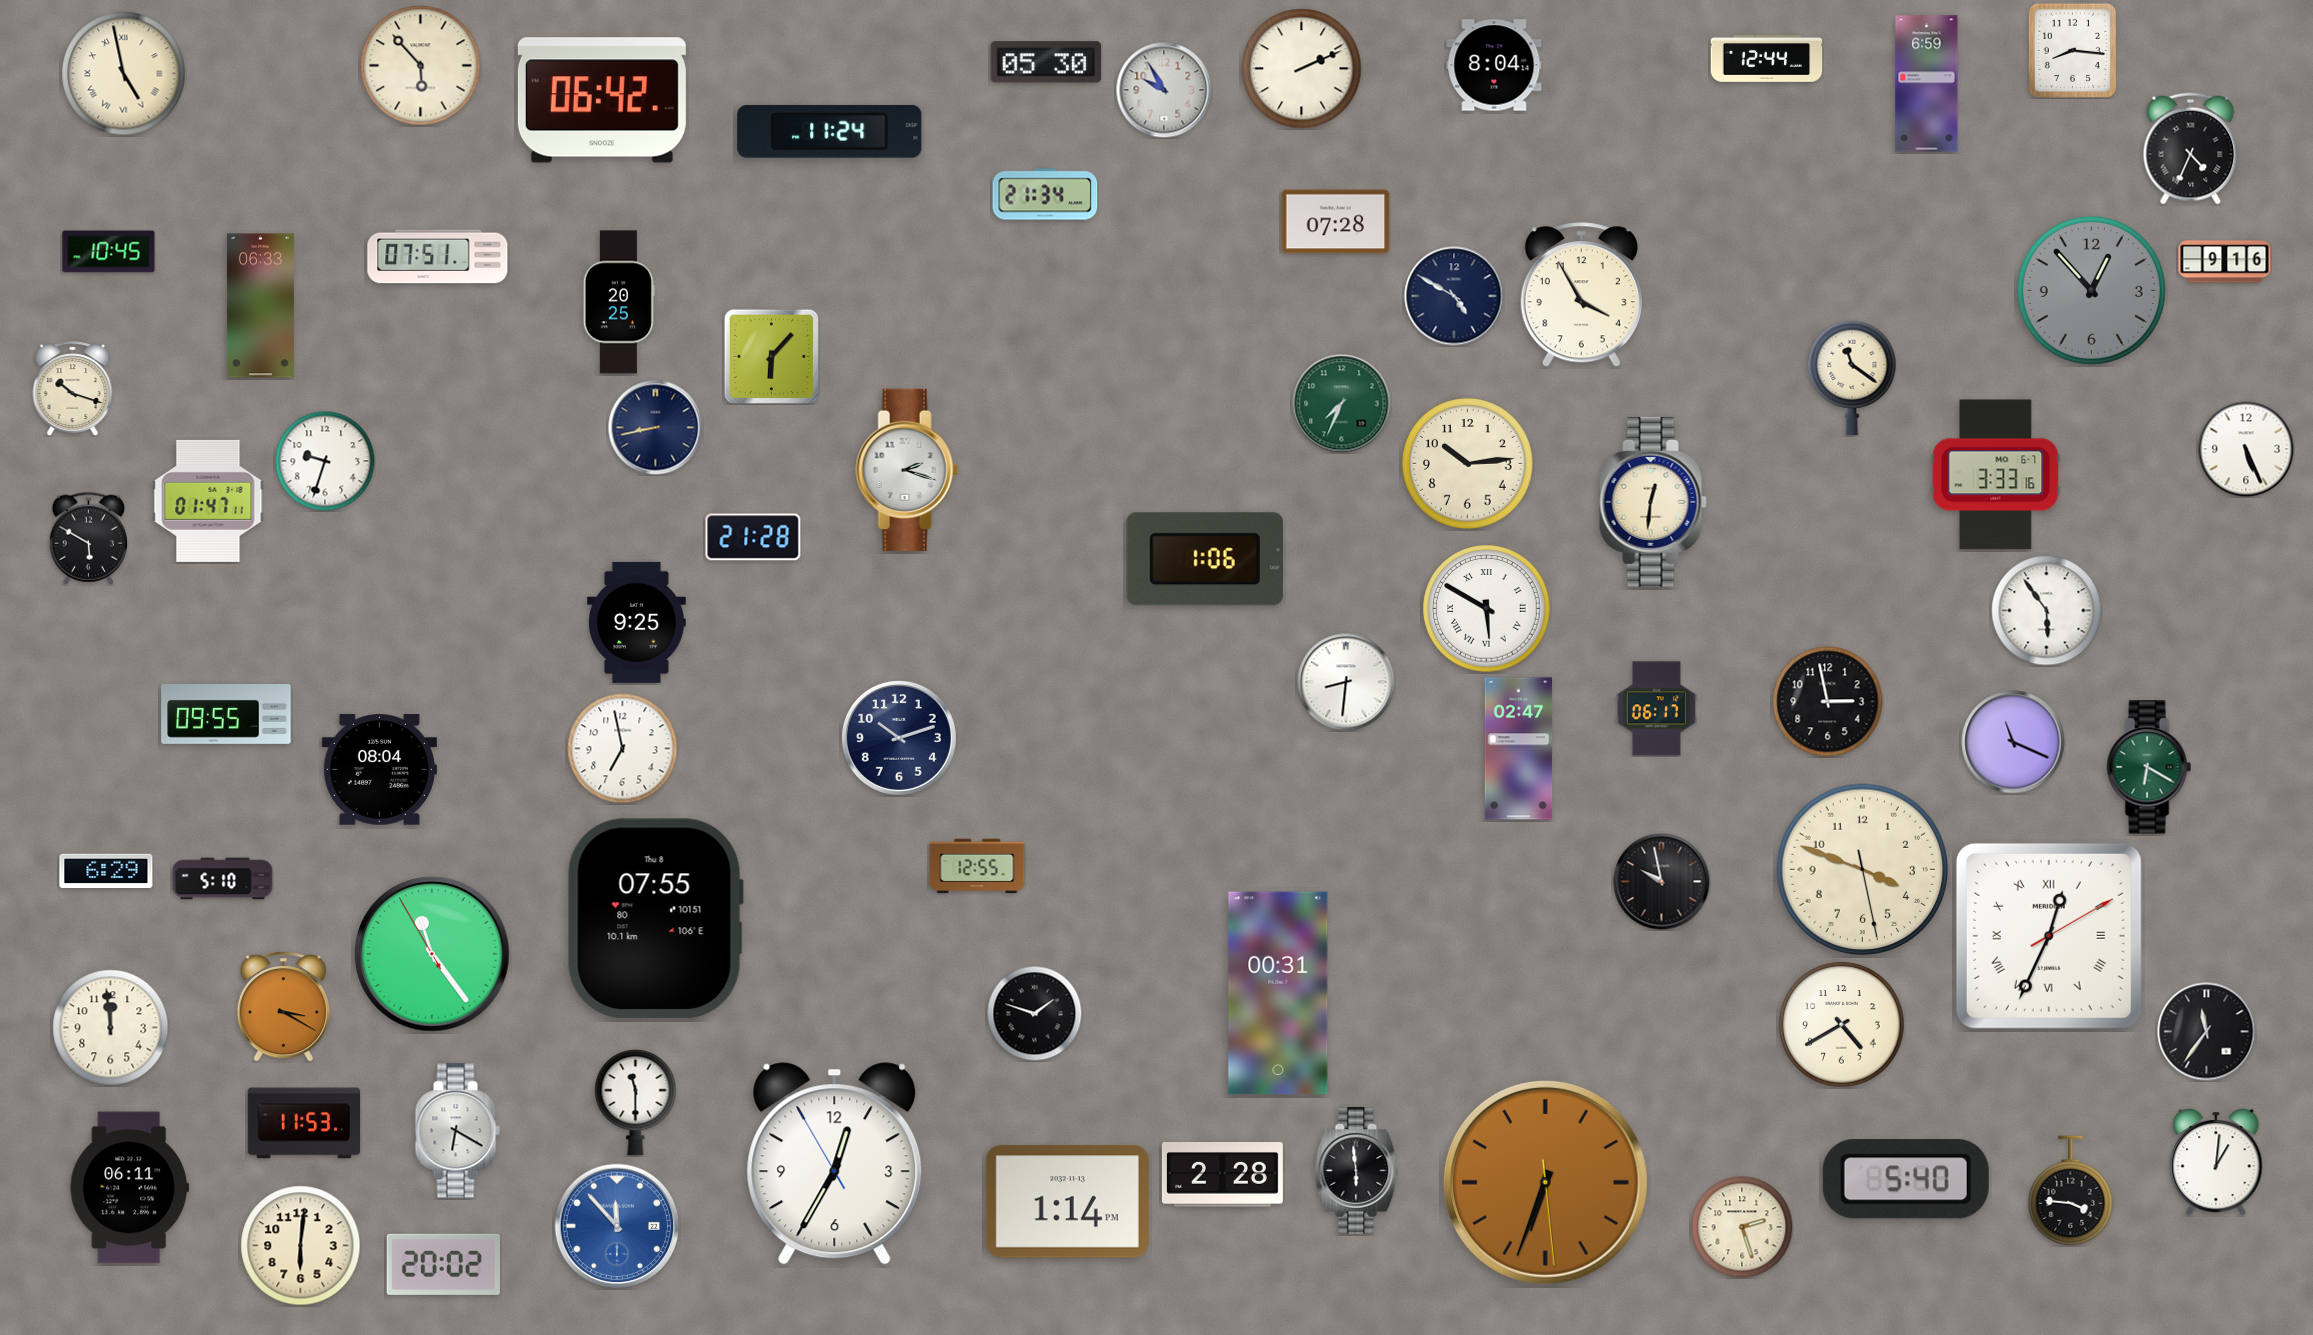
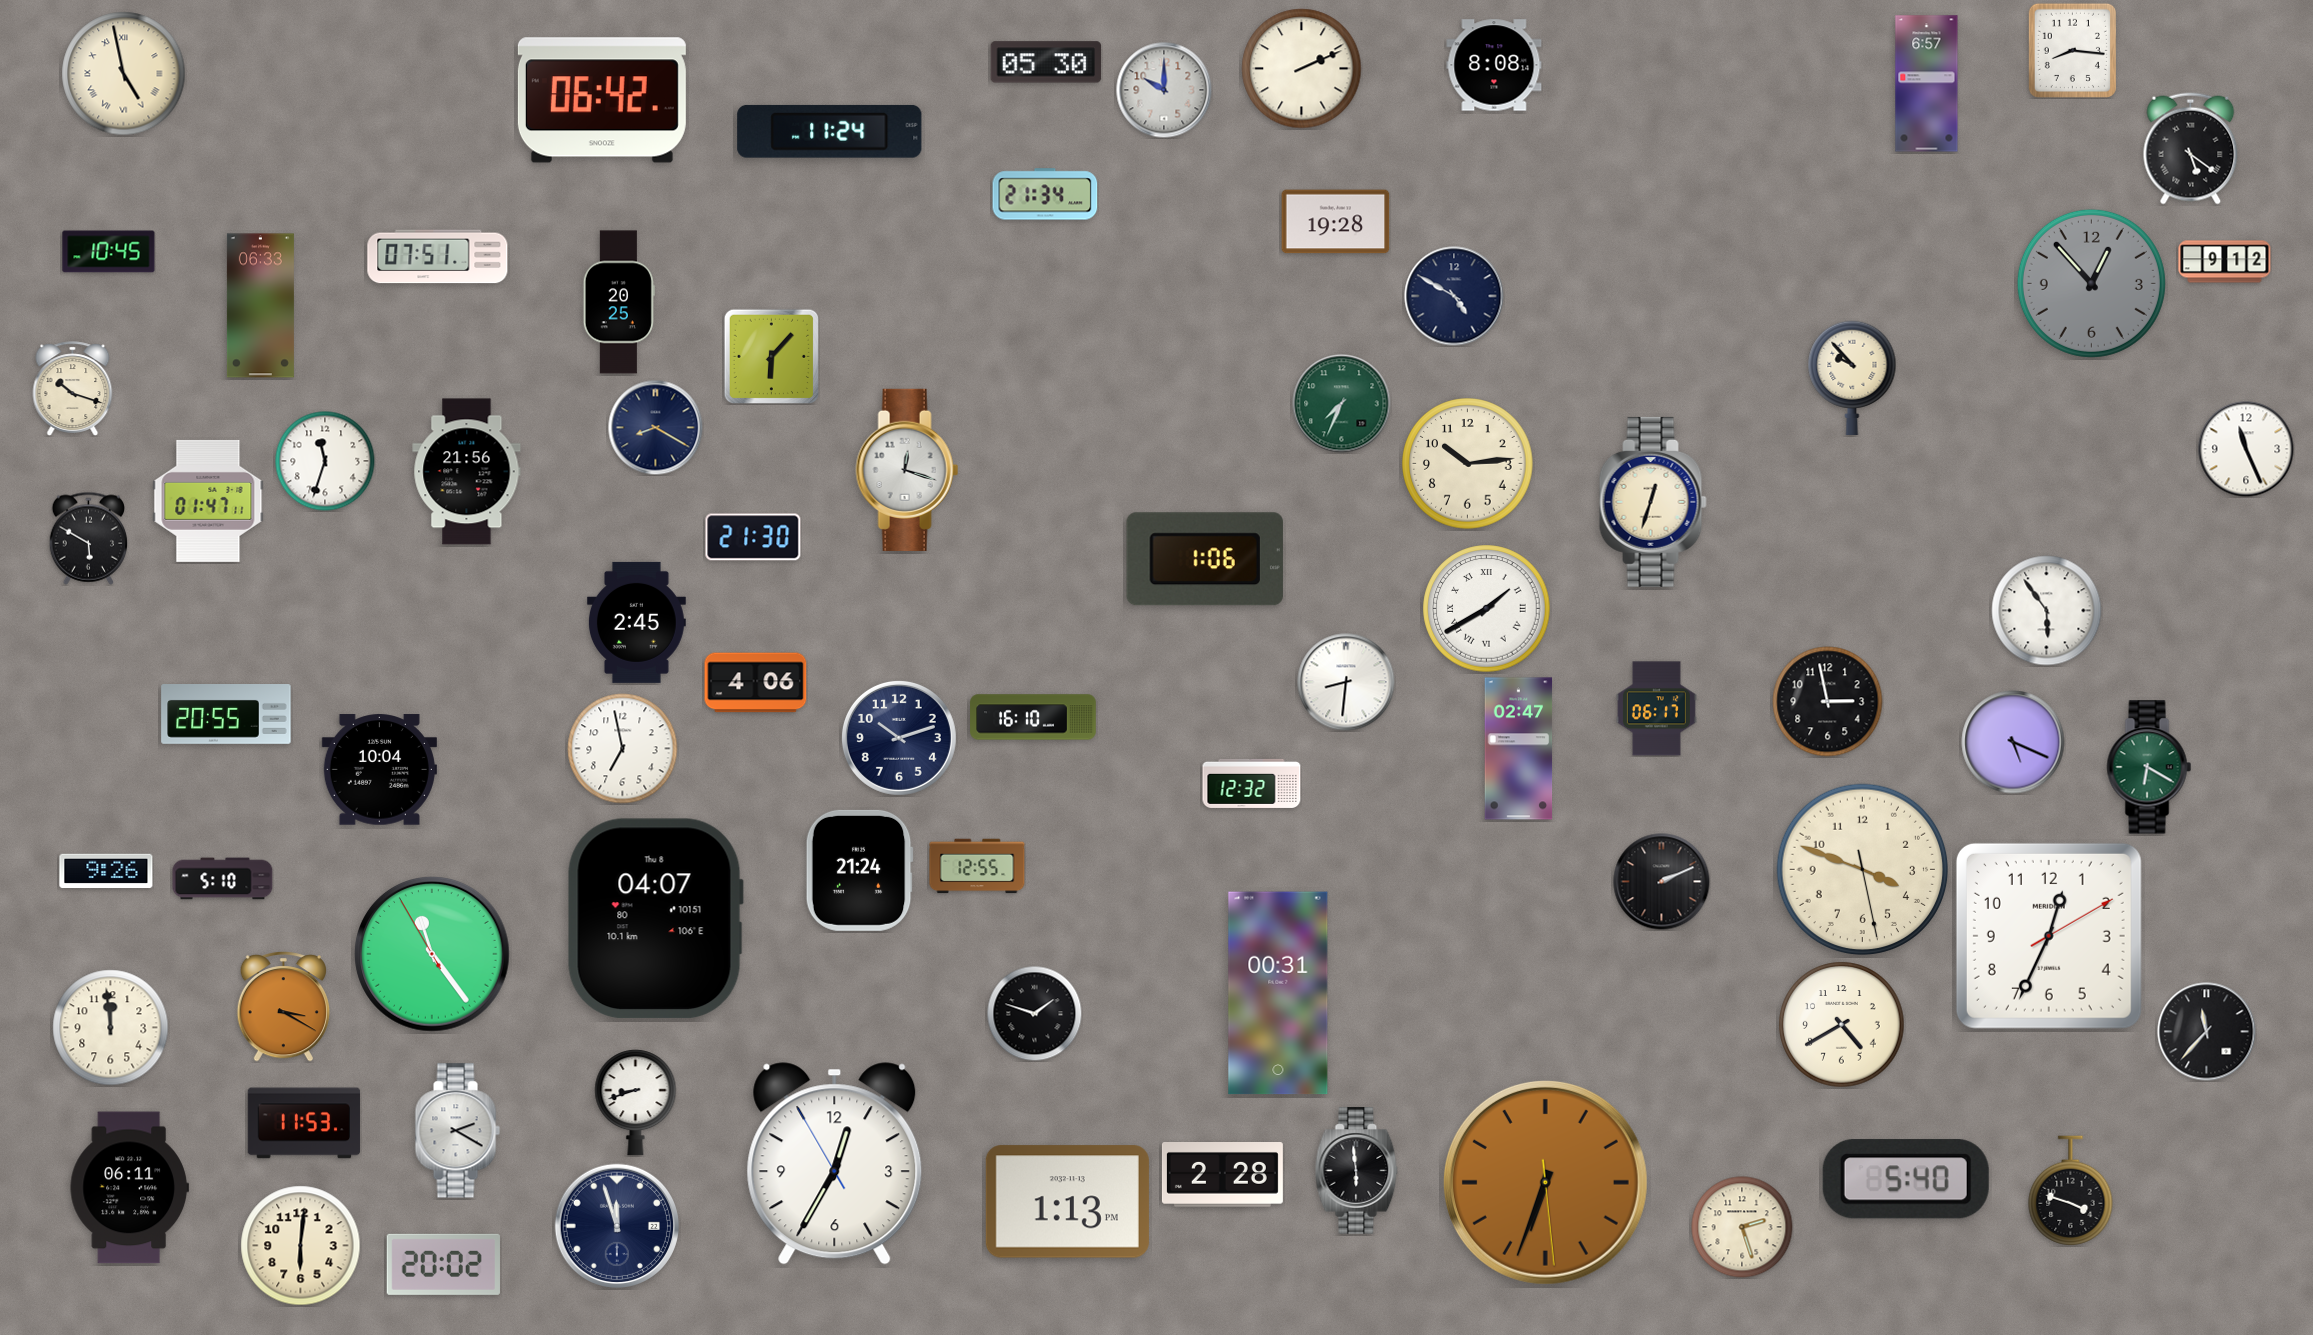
clock at (1767, 59): 12:44 -> none
clock at (1494, 65): 8:04 -> 8:08
clock at (421, 66): 5:53 -> none
clock at (1927, 84): 6:59 -> 6:57
clock at (1164, 90): 9:55 -> 10:00
clock at (2191, 149): 4:34 -> 5:21
clock at (1336, 222): 07:28 -> 19:28
clock at (2225, 262): 9:16 -> 9:12
clock at (2091, 290) position: (2091, 290) -> (2091, 283)
clock at (1581, 295): 3:55 -> none
clock at (1852, 378): 11:21 -> 9:53
clock at (655, 427): 8:43 -> 8:20
clock at (2246, 449): 5:26 -> 11:26
clock at (325, 461): 9:33 -> 11:33
clock at (907, 470): 2:18 -> 12:18
clock at (467, 472): none -> 21:56
clock at (1996, 475): 3:33 -> none
clock at (1653, 502): 12:31 -> 12:33
clock at (753, 537): 21:28 -> 21:30
clock at (1487, 609): 5:50 -> 1:40
clock at (636, 622): 9:25 -> 2:45
clock at (756, 683): none -> 4:06
clock at (226, 715): 09:55 -> 20:55
clock at (1033, 717): none -> 16:10
clock at (2013, 742): 11:19 -> 5:19
clock at (379, 770): 08:04 -> 10:04
clock at (1252, 783): none -> 12:32
clock at (859, 870): none -> 21:24
clock at (106, 871): 6:29 -> 9:26
clock at (1662, 882): 9:58 -> 2:11
clock at (655, 919): 07:55 -> 04:07
clock at (2049, 936) numerals: Roman -> Arabic
clock at (2207, 1032): 11:36 -> 11:37
clock at (636, 1103): 11:30 -> 8:42
clock at (457, 1131): 6:20 -> 2:20
clock at (2216, 1162): 1:01 -> none
clock at (2071, 1191): 3:46 -> 3:48
clock at (1067, 1202): 1:14 -> 1:13
clock at (616, 1225): 11:53 -> 11:57
clock at (616, 1225) dial: blue -> navy
